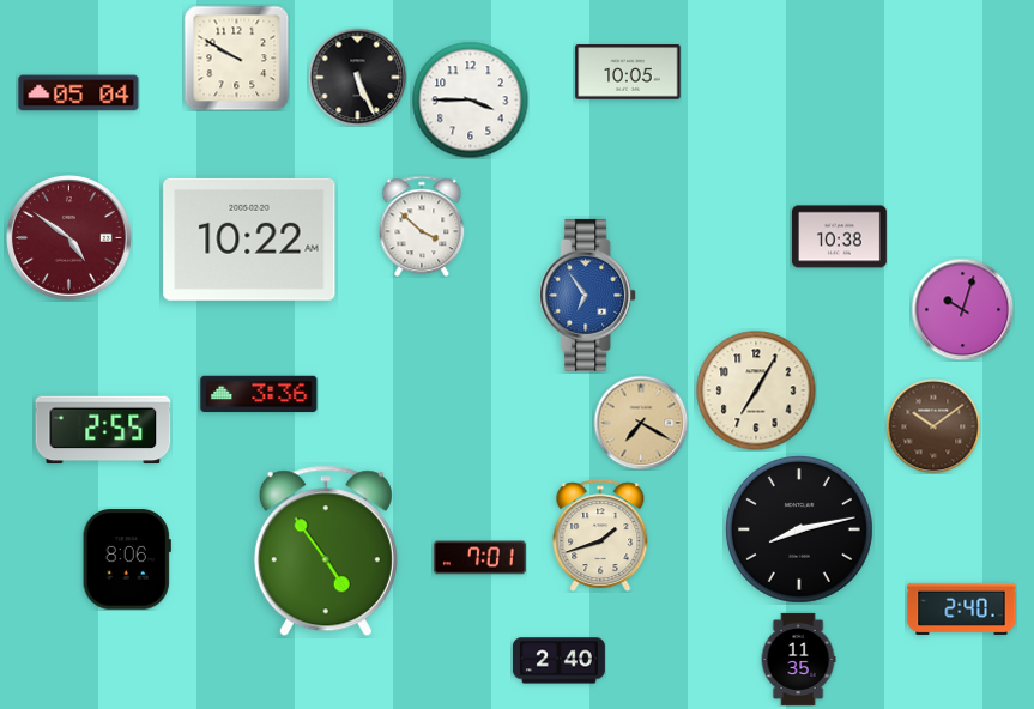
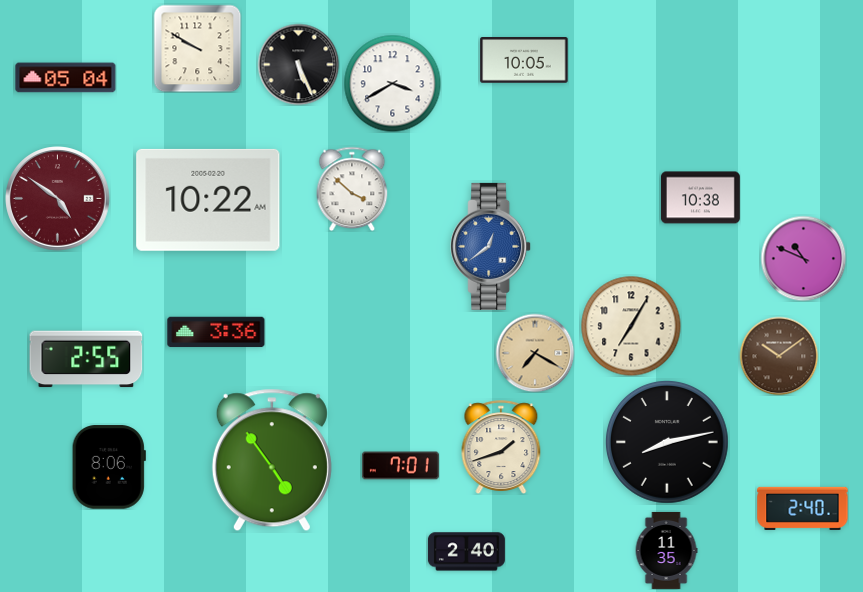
clock at (470, 99): 3:45 -> 3:40
clock at (588, 295): 6:54 -> 12:39
clock at (962, 309): 10:03 -> 10:49
clock at (259, 394) position: (259, 394) -> (216, 332)
clock at (127, 559) position: (127, 559) -> (109, 467)
